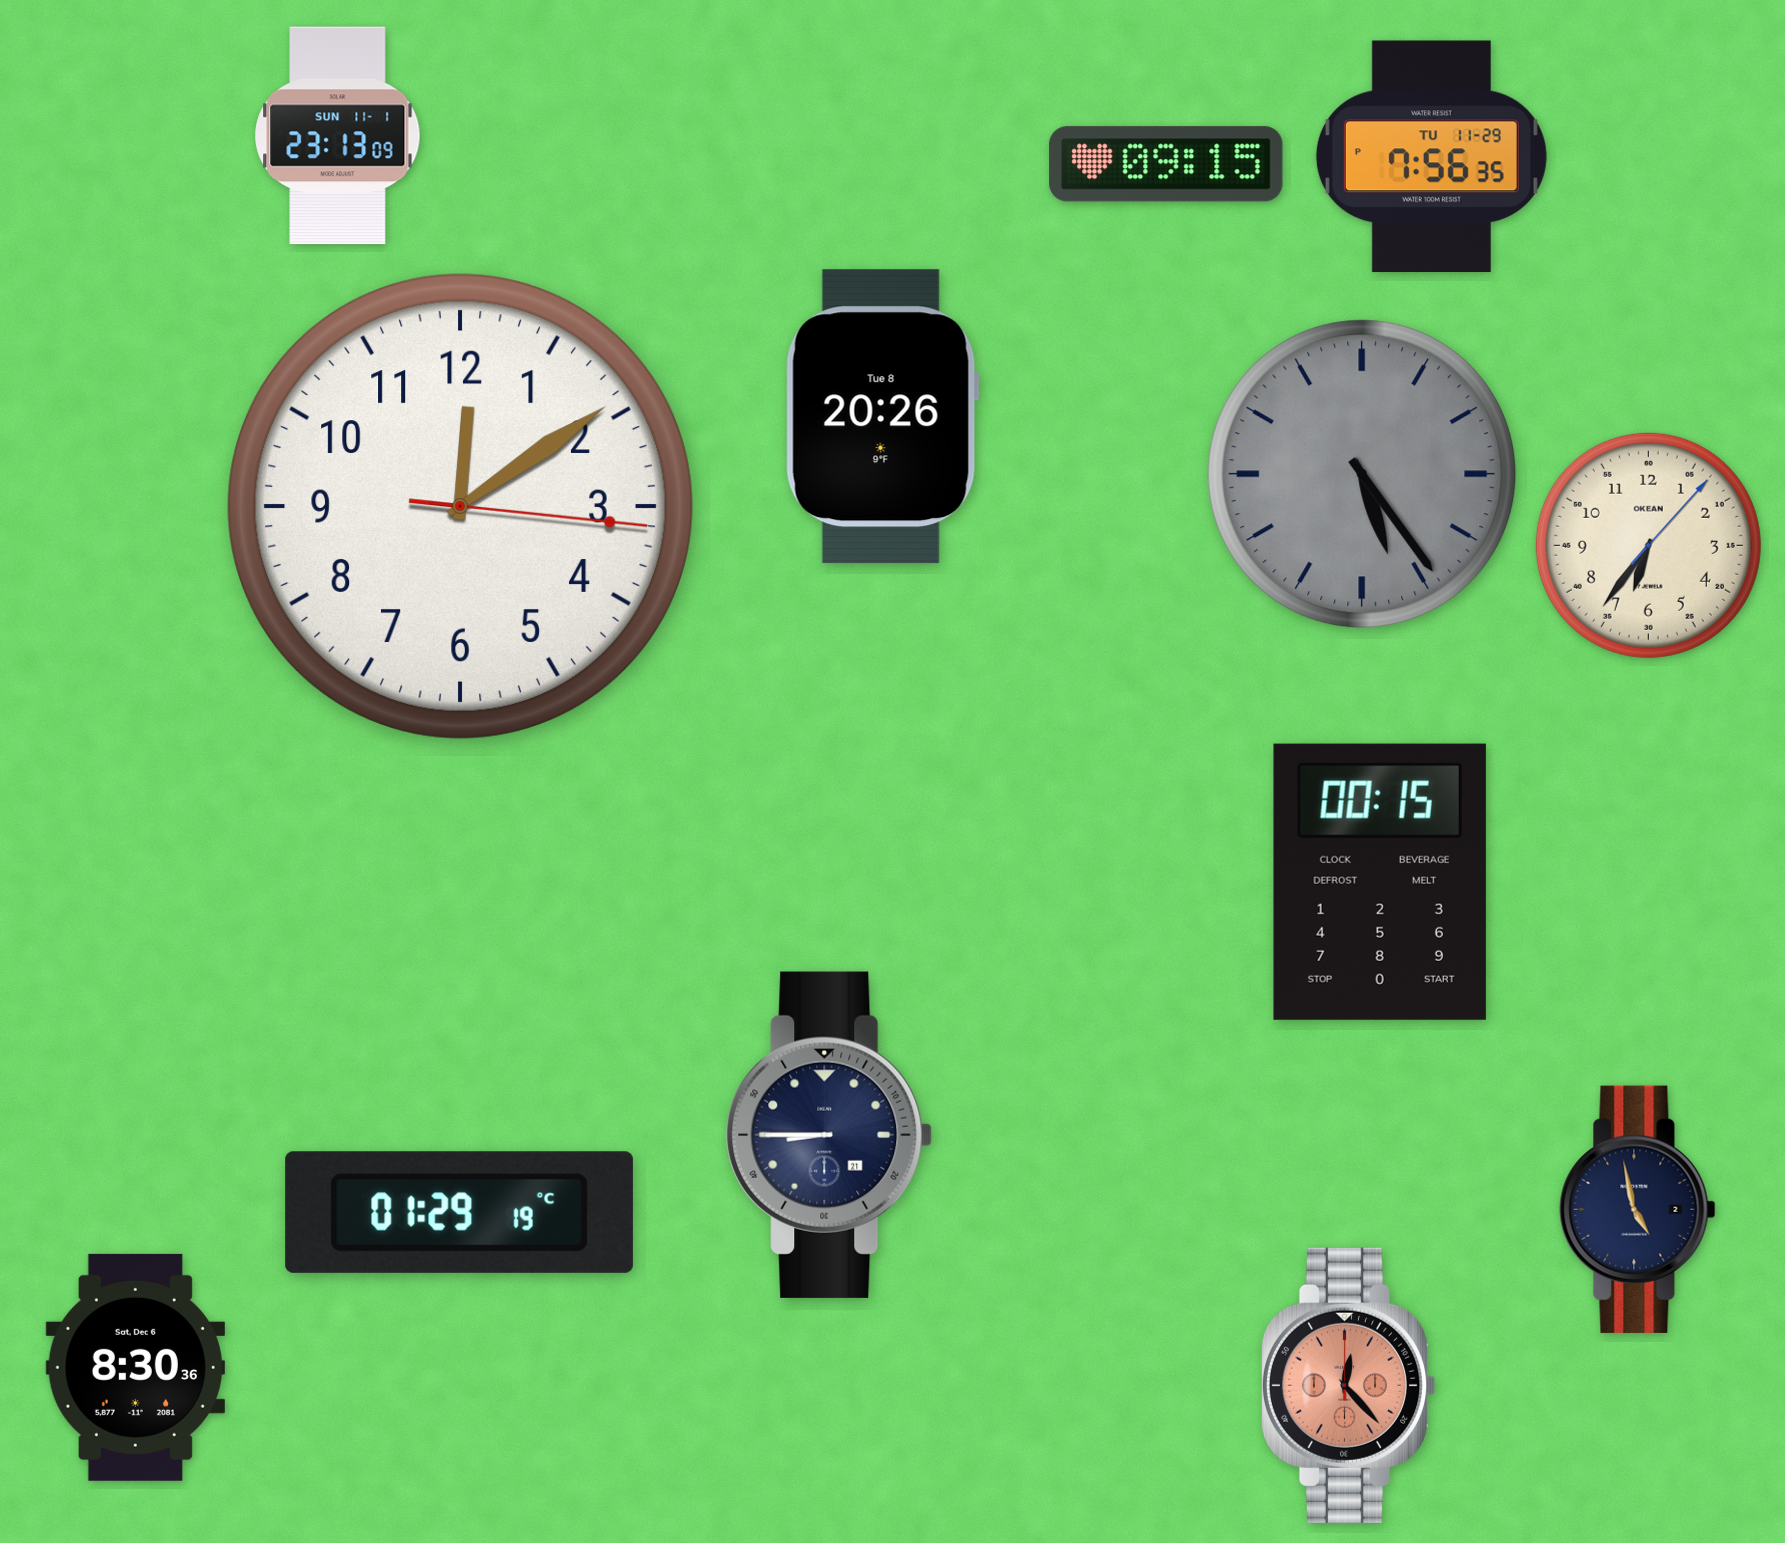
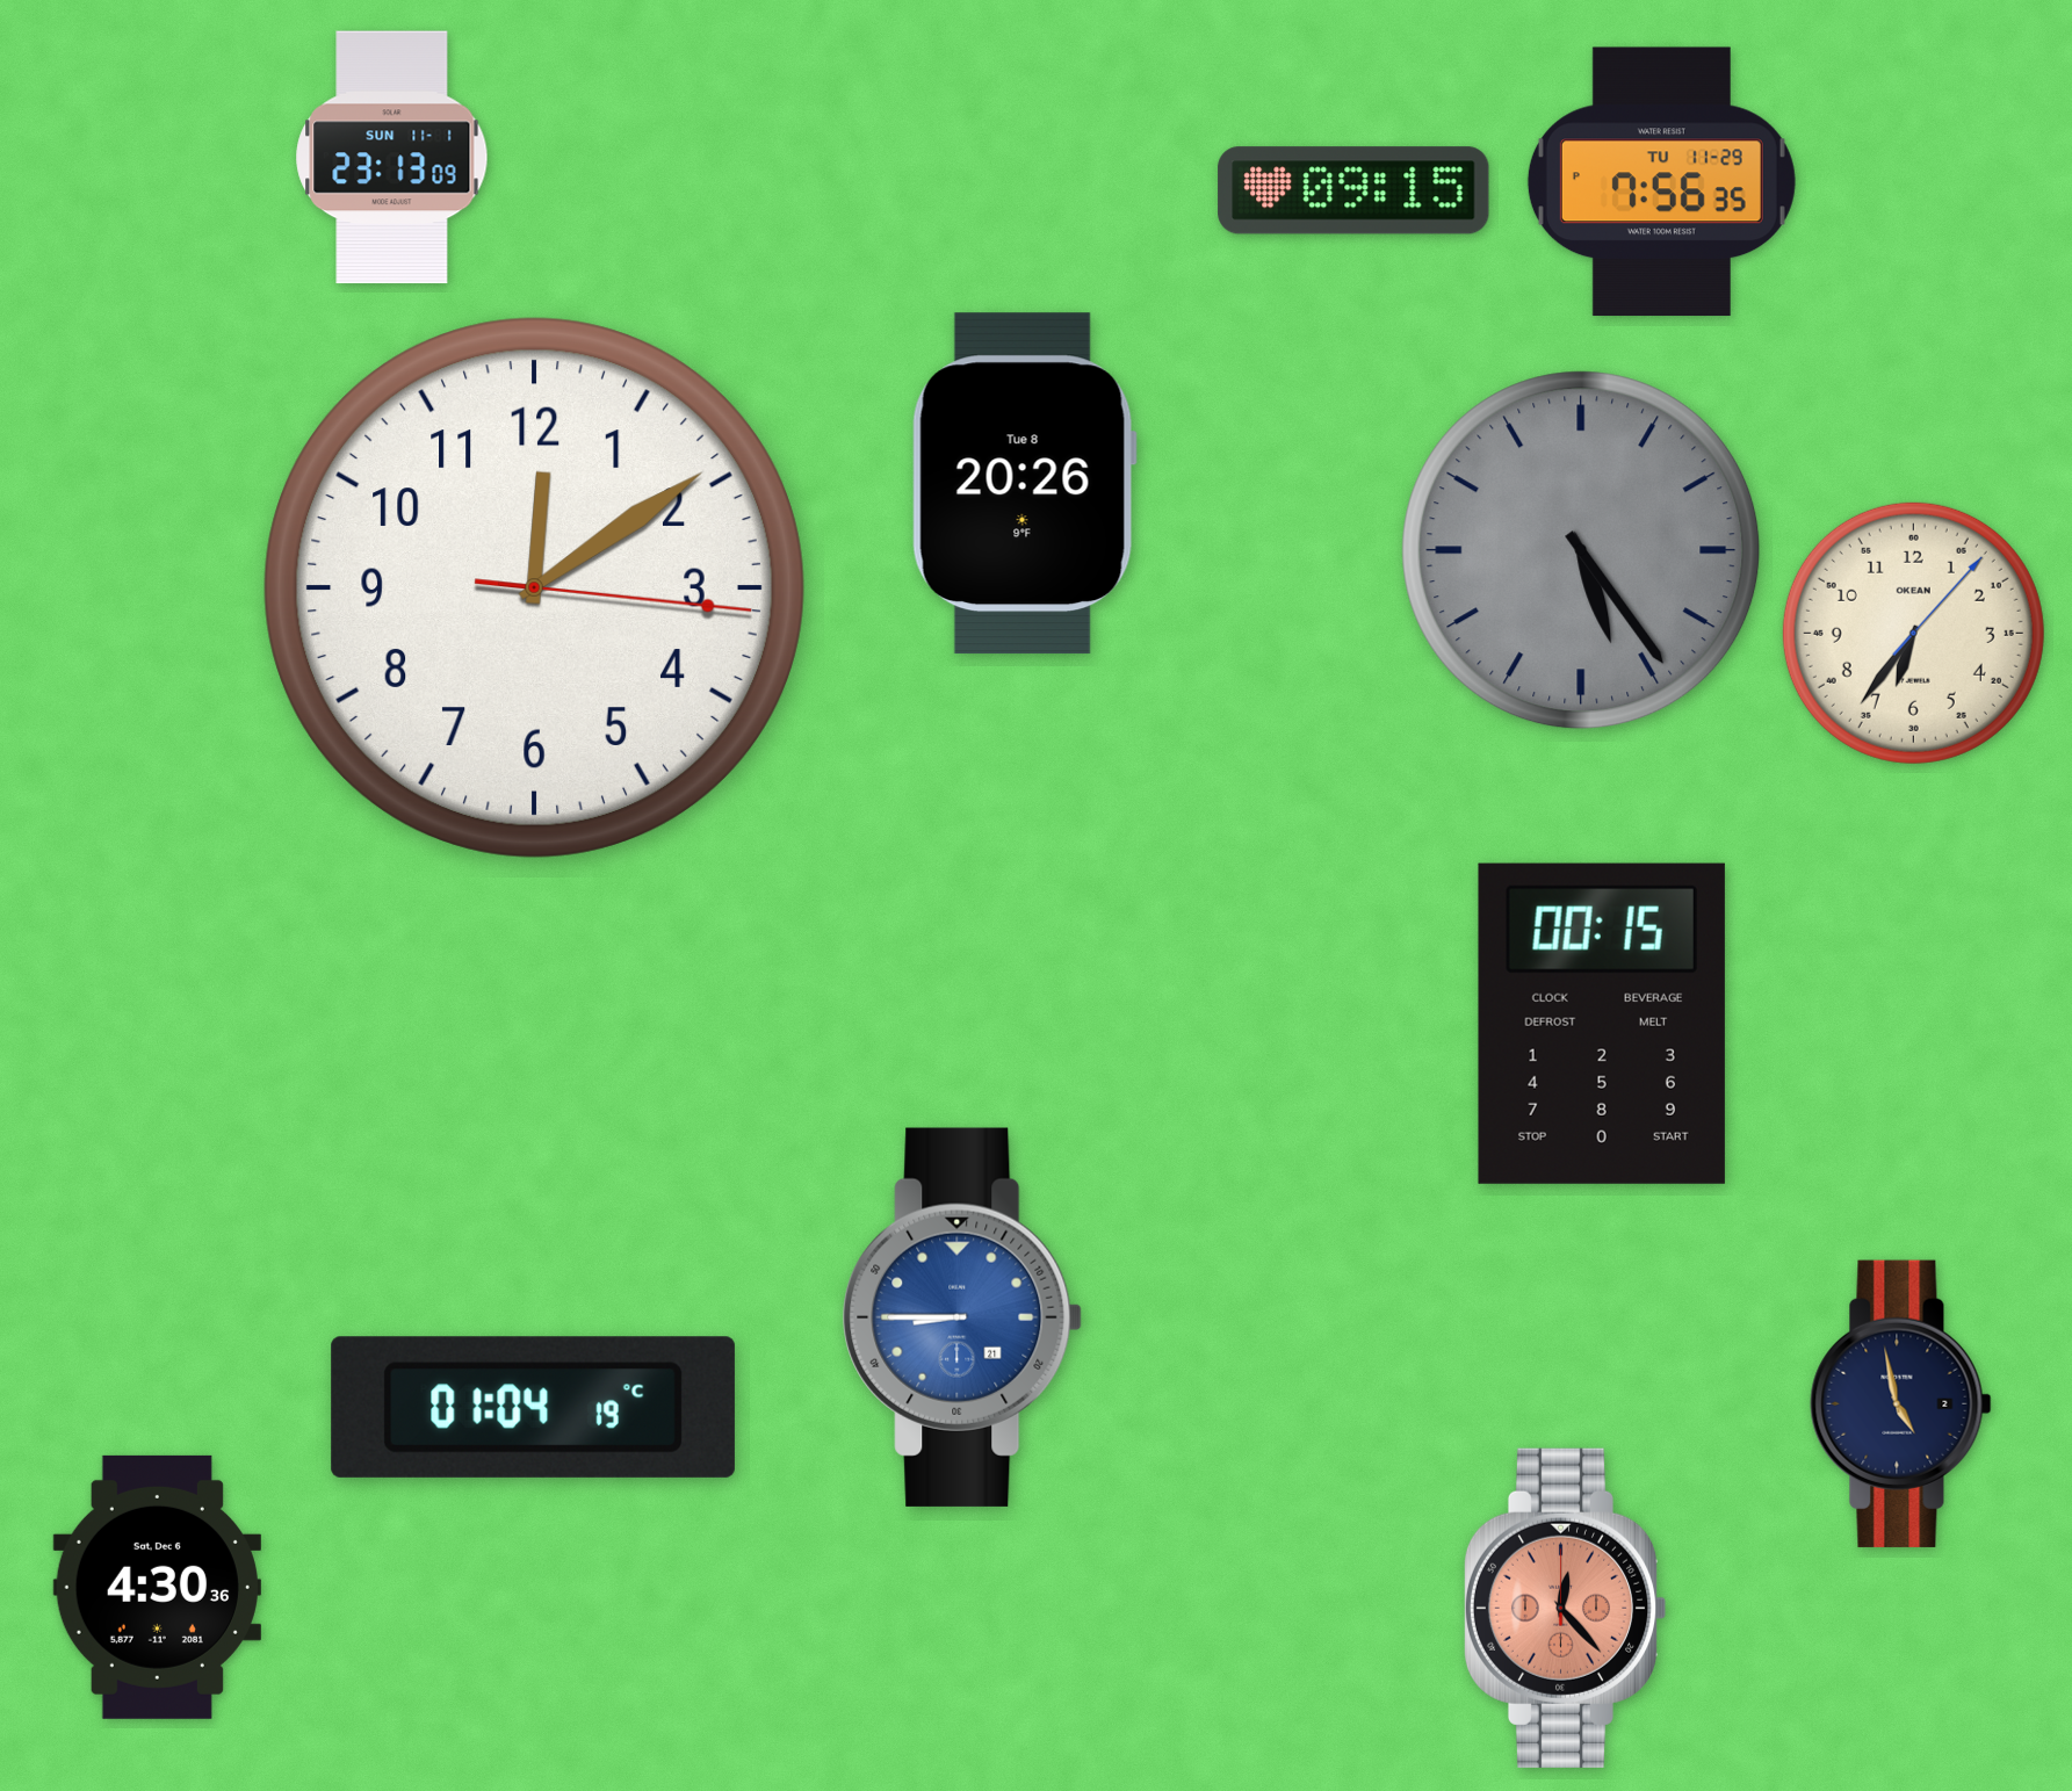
clock at (829, 1135) dial: navy -> blue
clock at (459, 1212): 01:29 -> 01:04
clock at (135, 1367): 8:30 -> 4:30
